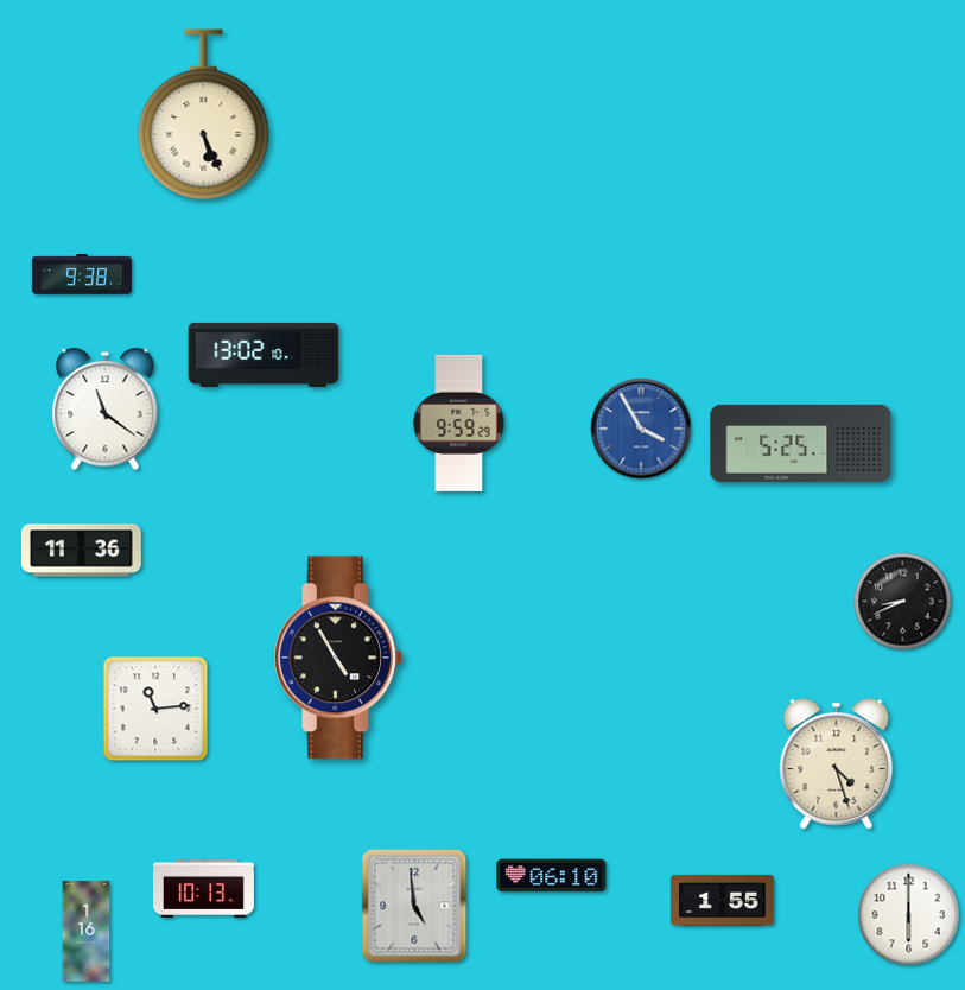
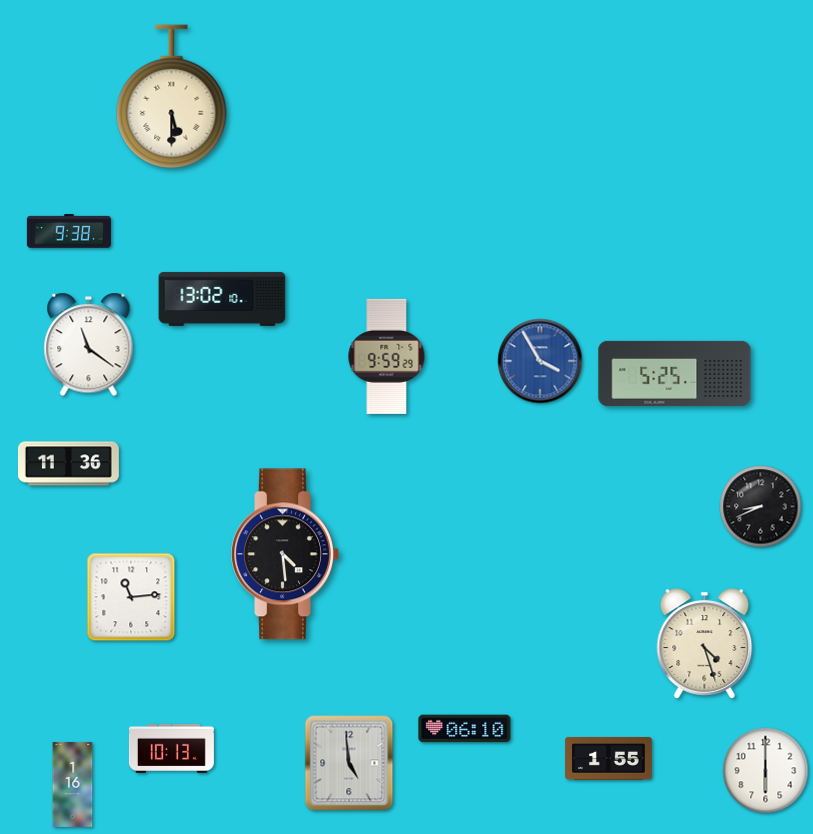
clock at (204, 115): 5:26 -> 5:30
clock at (338, 658): 4:55 -> 4:29
clock at (552, 876) position: (552, 876) -> (465, 729)
